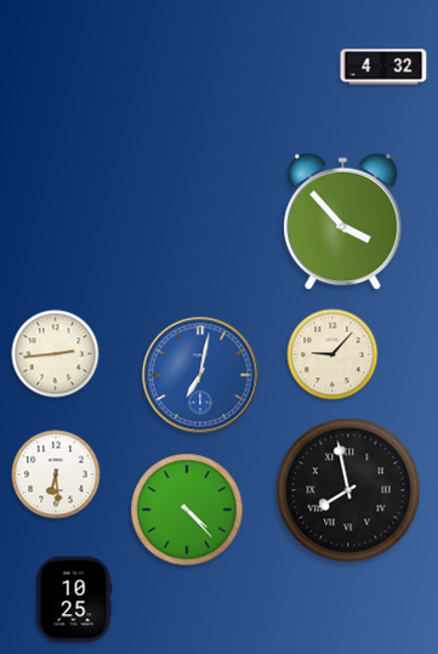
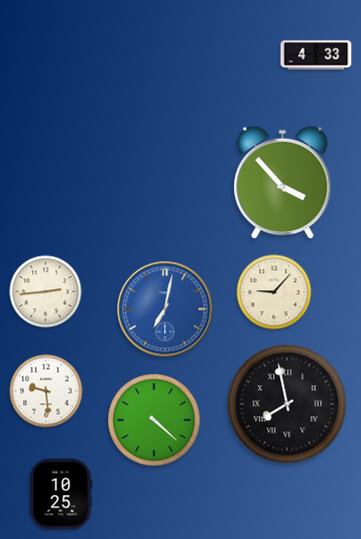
clock at (383, 67): 4:32 -> 4:33
clock at (56, 474): 6:29 -> 9:29
clock at (187, 510): 4:23 -> 4:22
